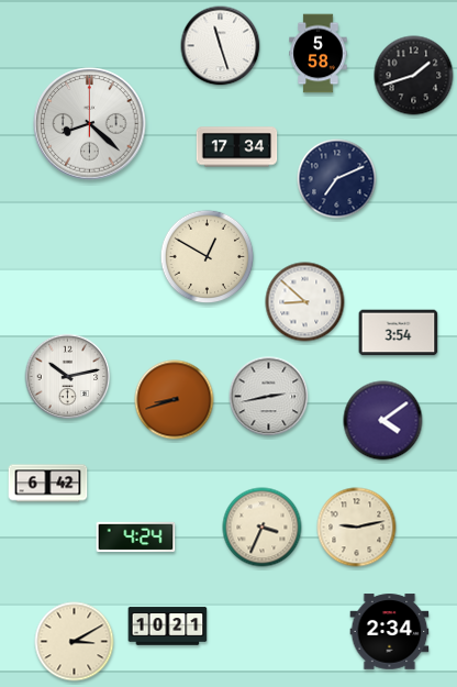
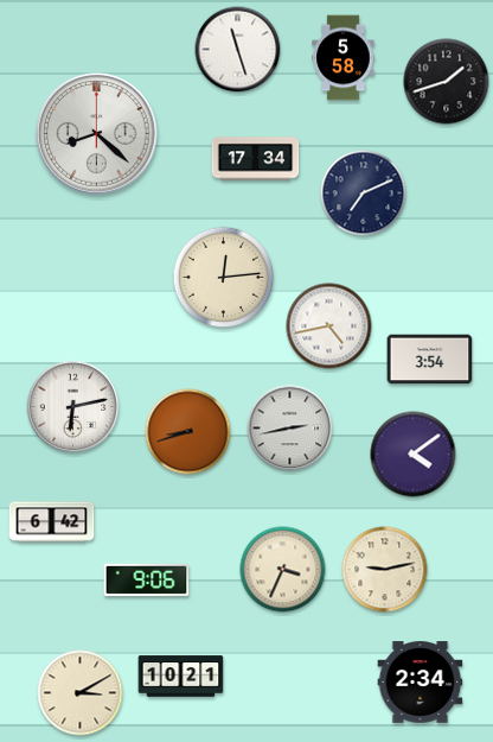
clock at (208, 257): 12:50 -> 12:14
clock at (305, 302): 8:52 -> 4:43
clock at (68, 377): 10:13 -> 6:13
clock at (136, 536): 4:24 -> 9:06
